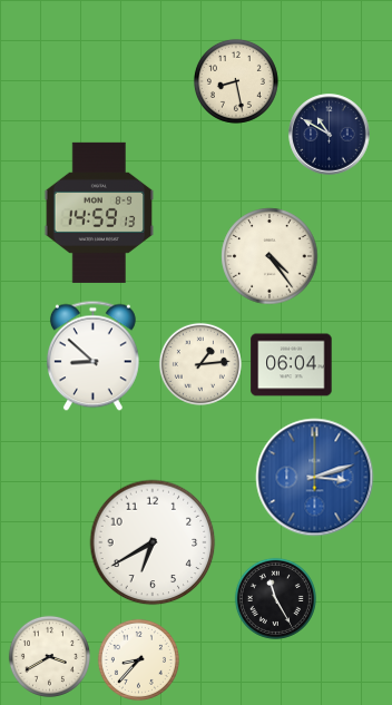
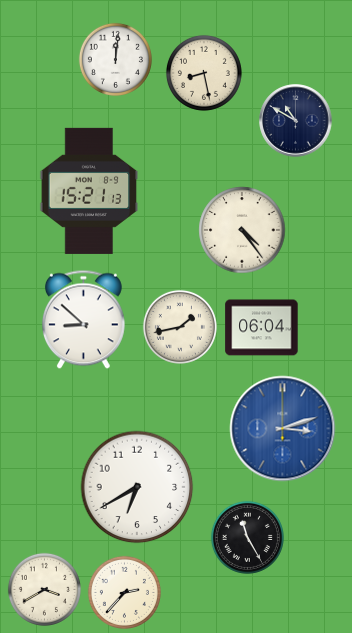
clock at (115, 59): none -> 12:01
clock at (236, 81) position: (236, 81) -> (204, 73)
clock at (99, 213): 14:59 -> 15:21
clock at (200, 364): 1:14 -> 1:43
clock at (138, 659): 8:37 -> 2:37
